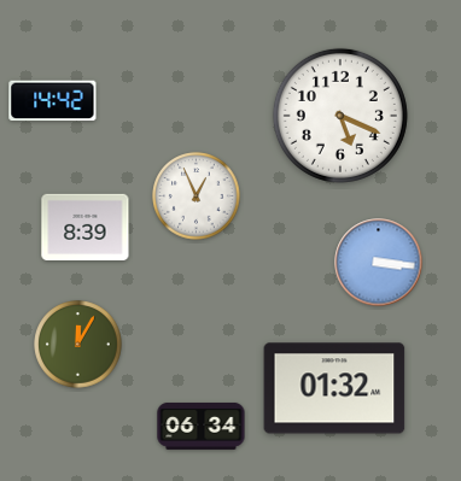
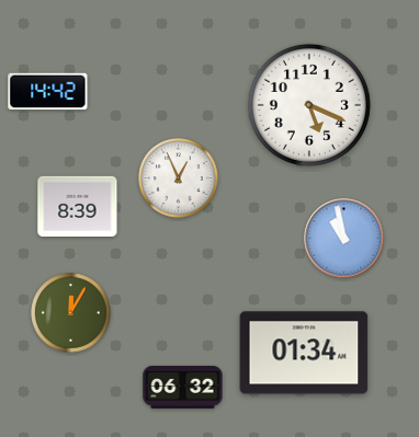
clock at (379, 263): 3:16 -> 10:58
clock at (334, 388): 01:32 -> 01:34
clock at (202, 426): 06:34 -> 06:32
